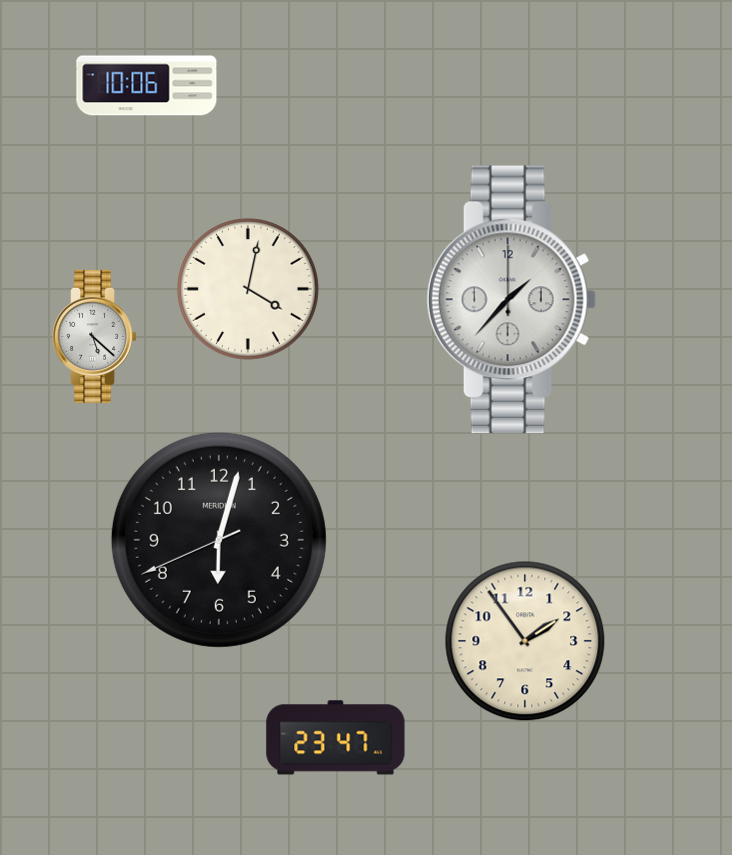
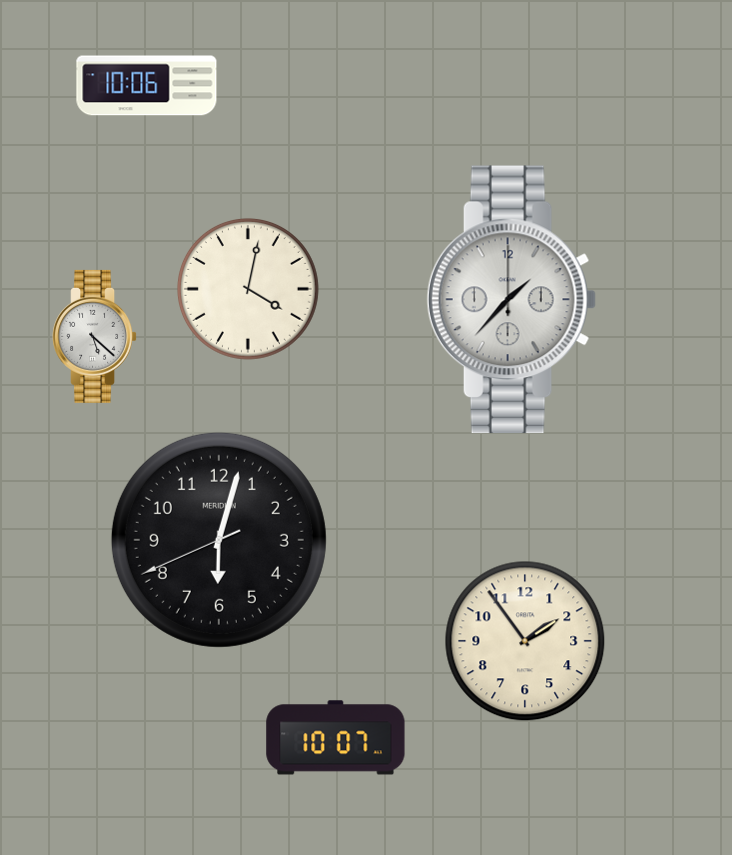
clock at (336, 738): 23:47 -> 10:07
